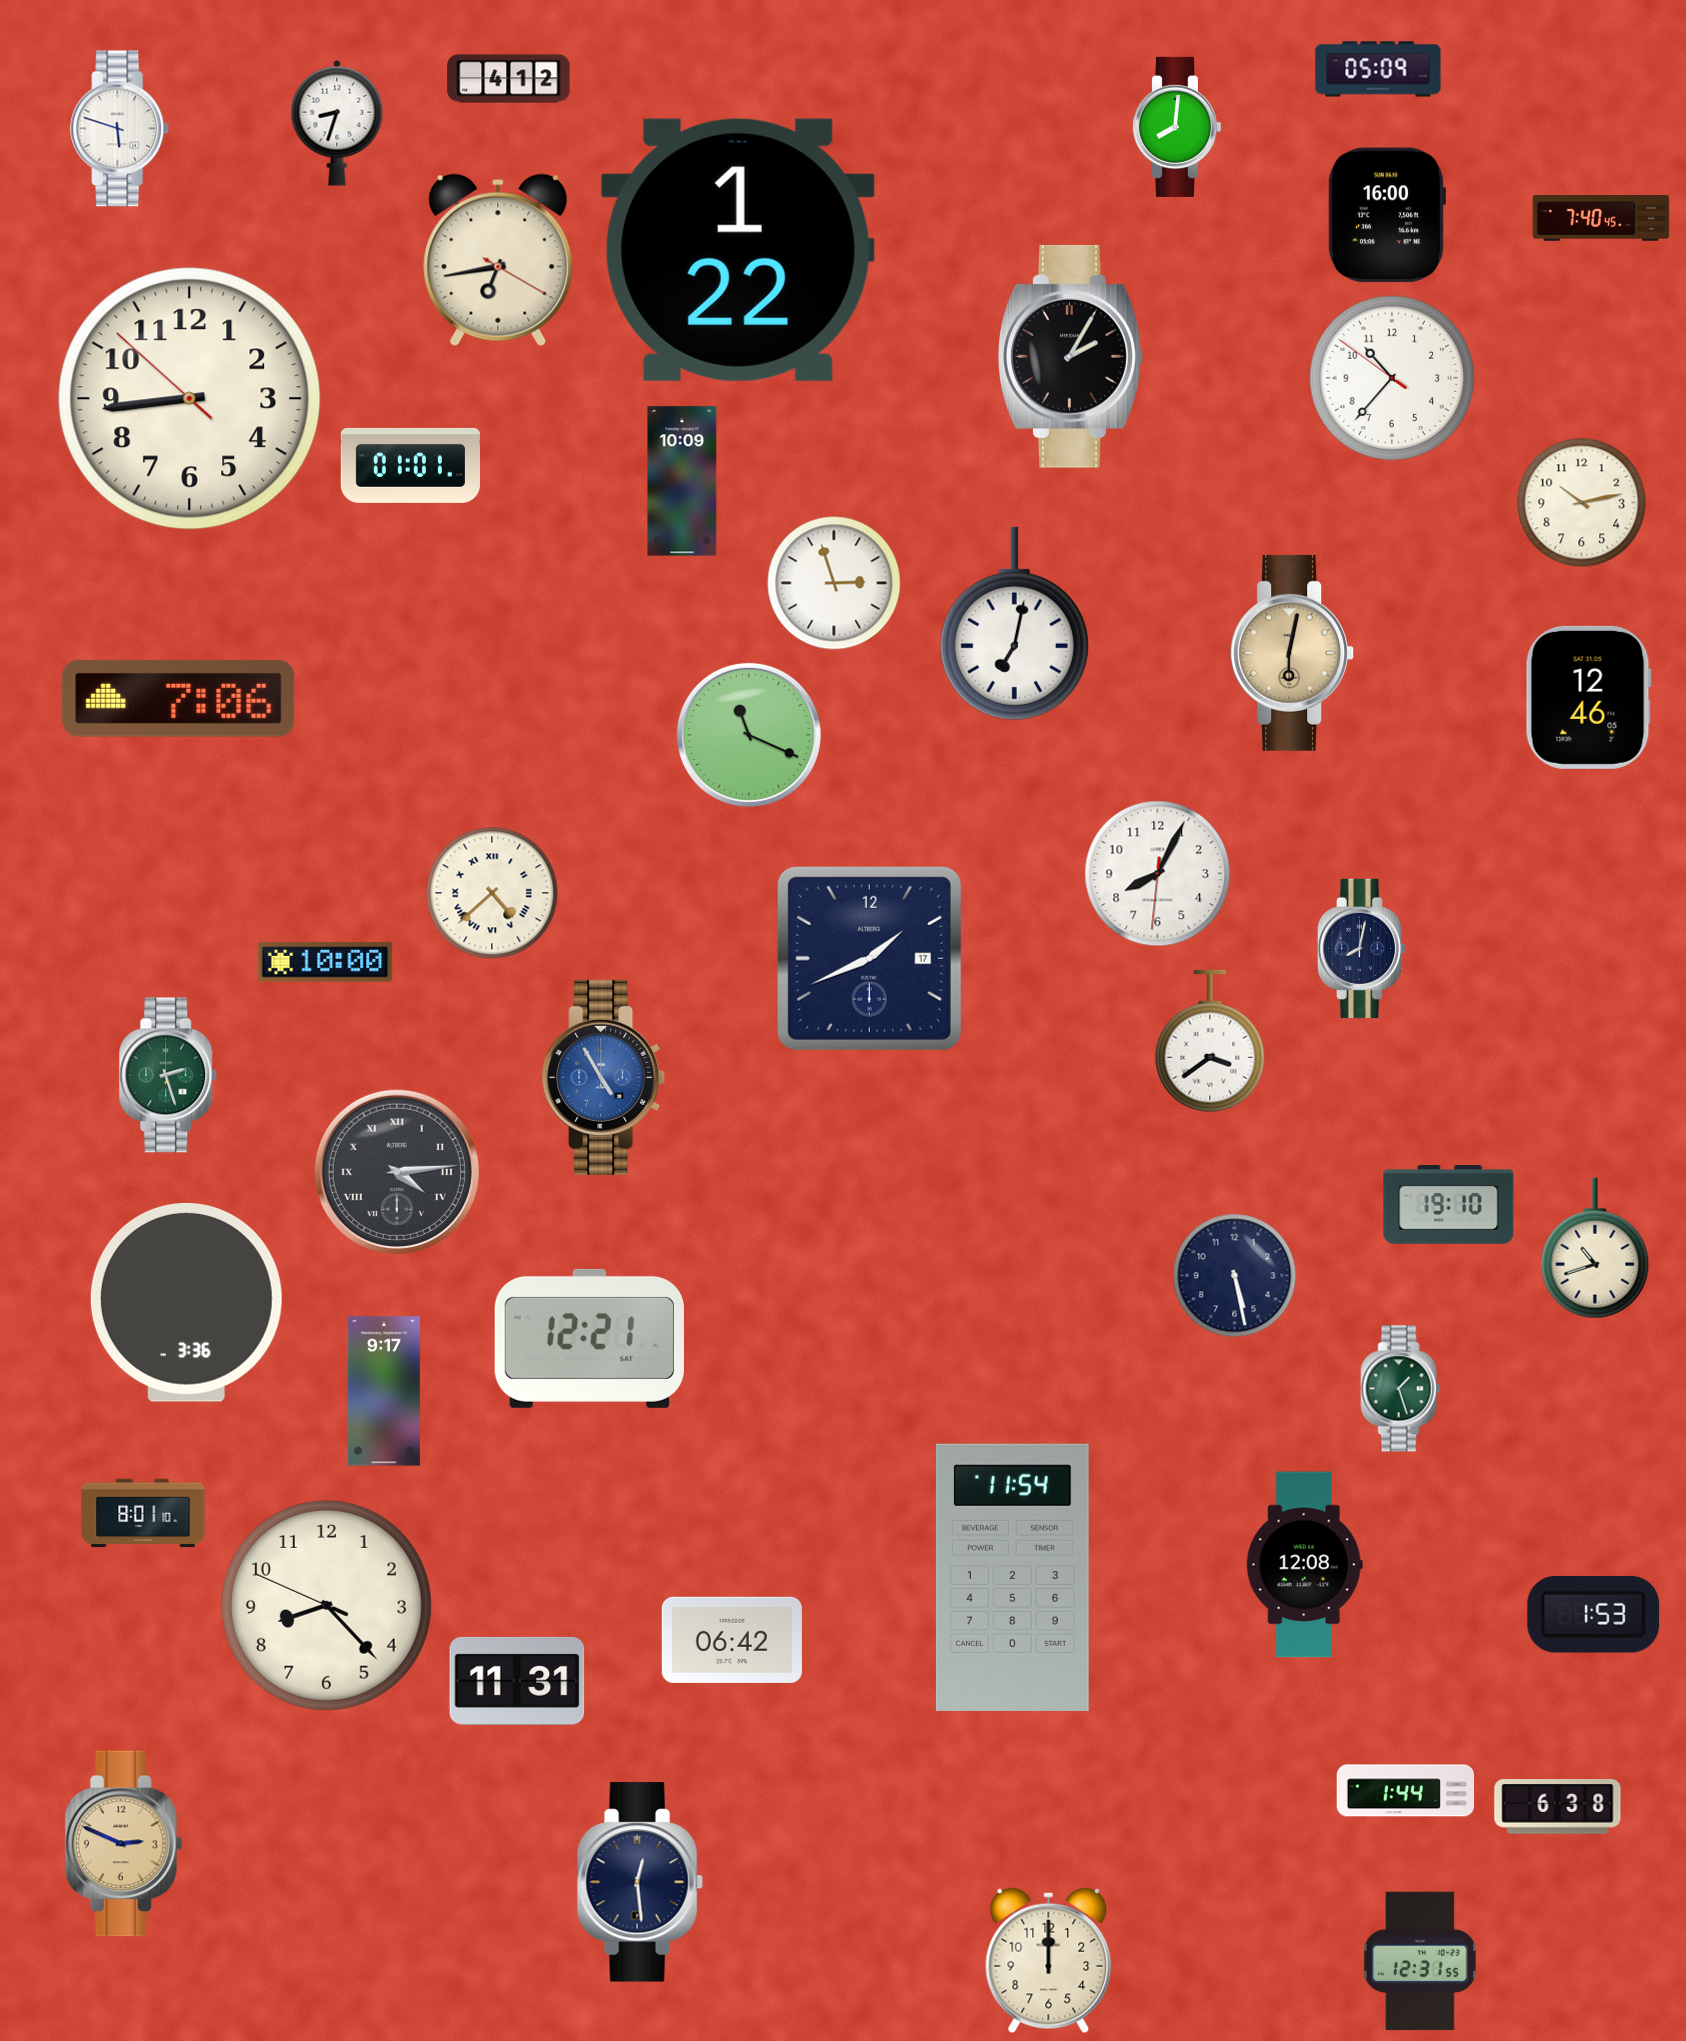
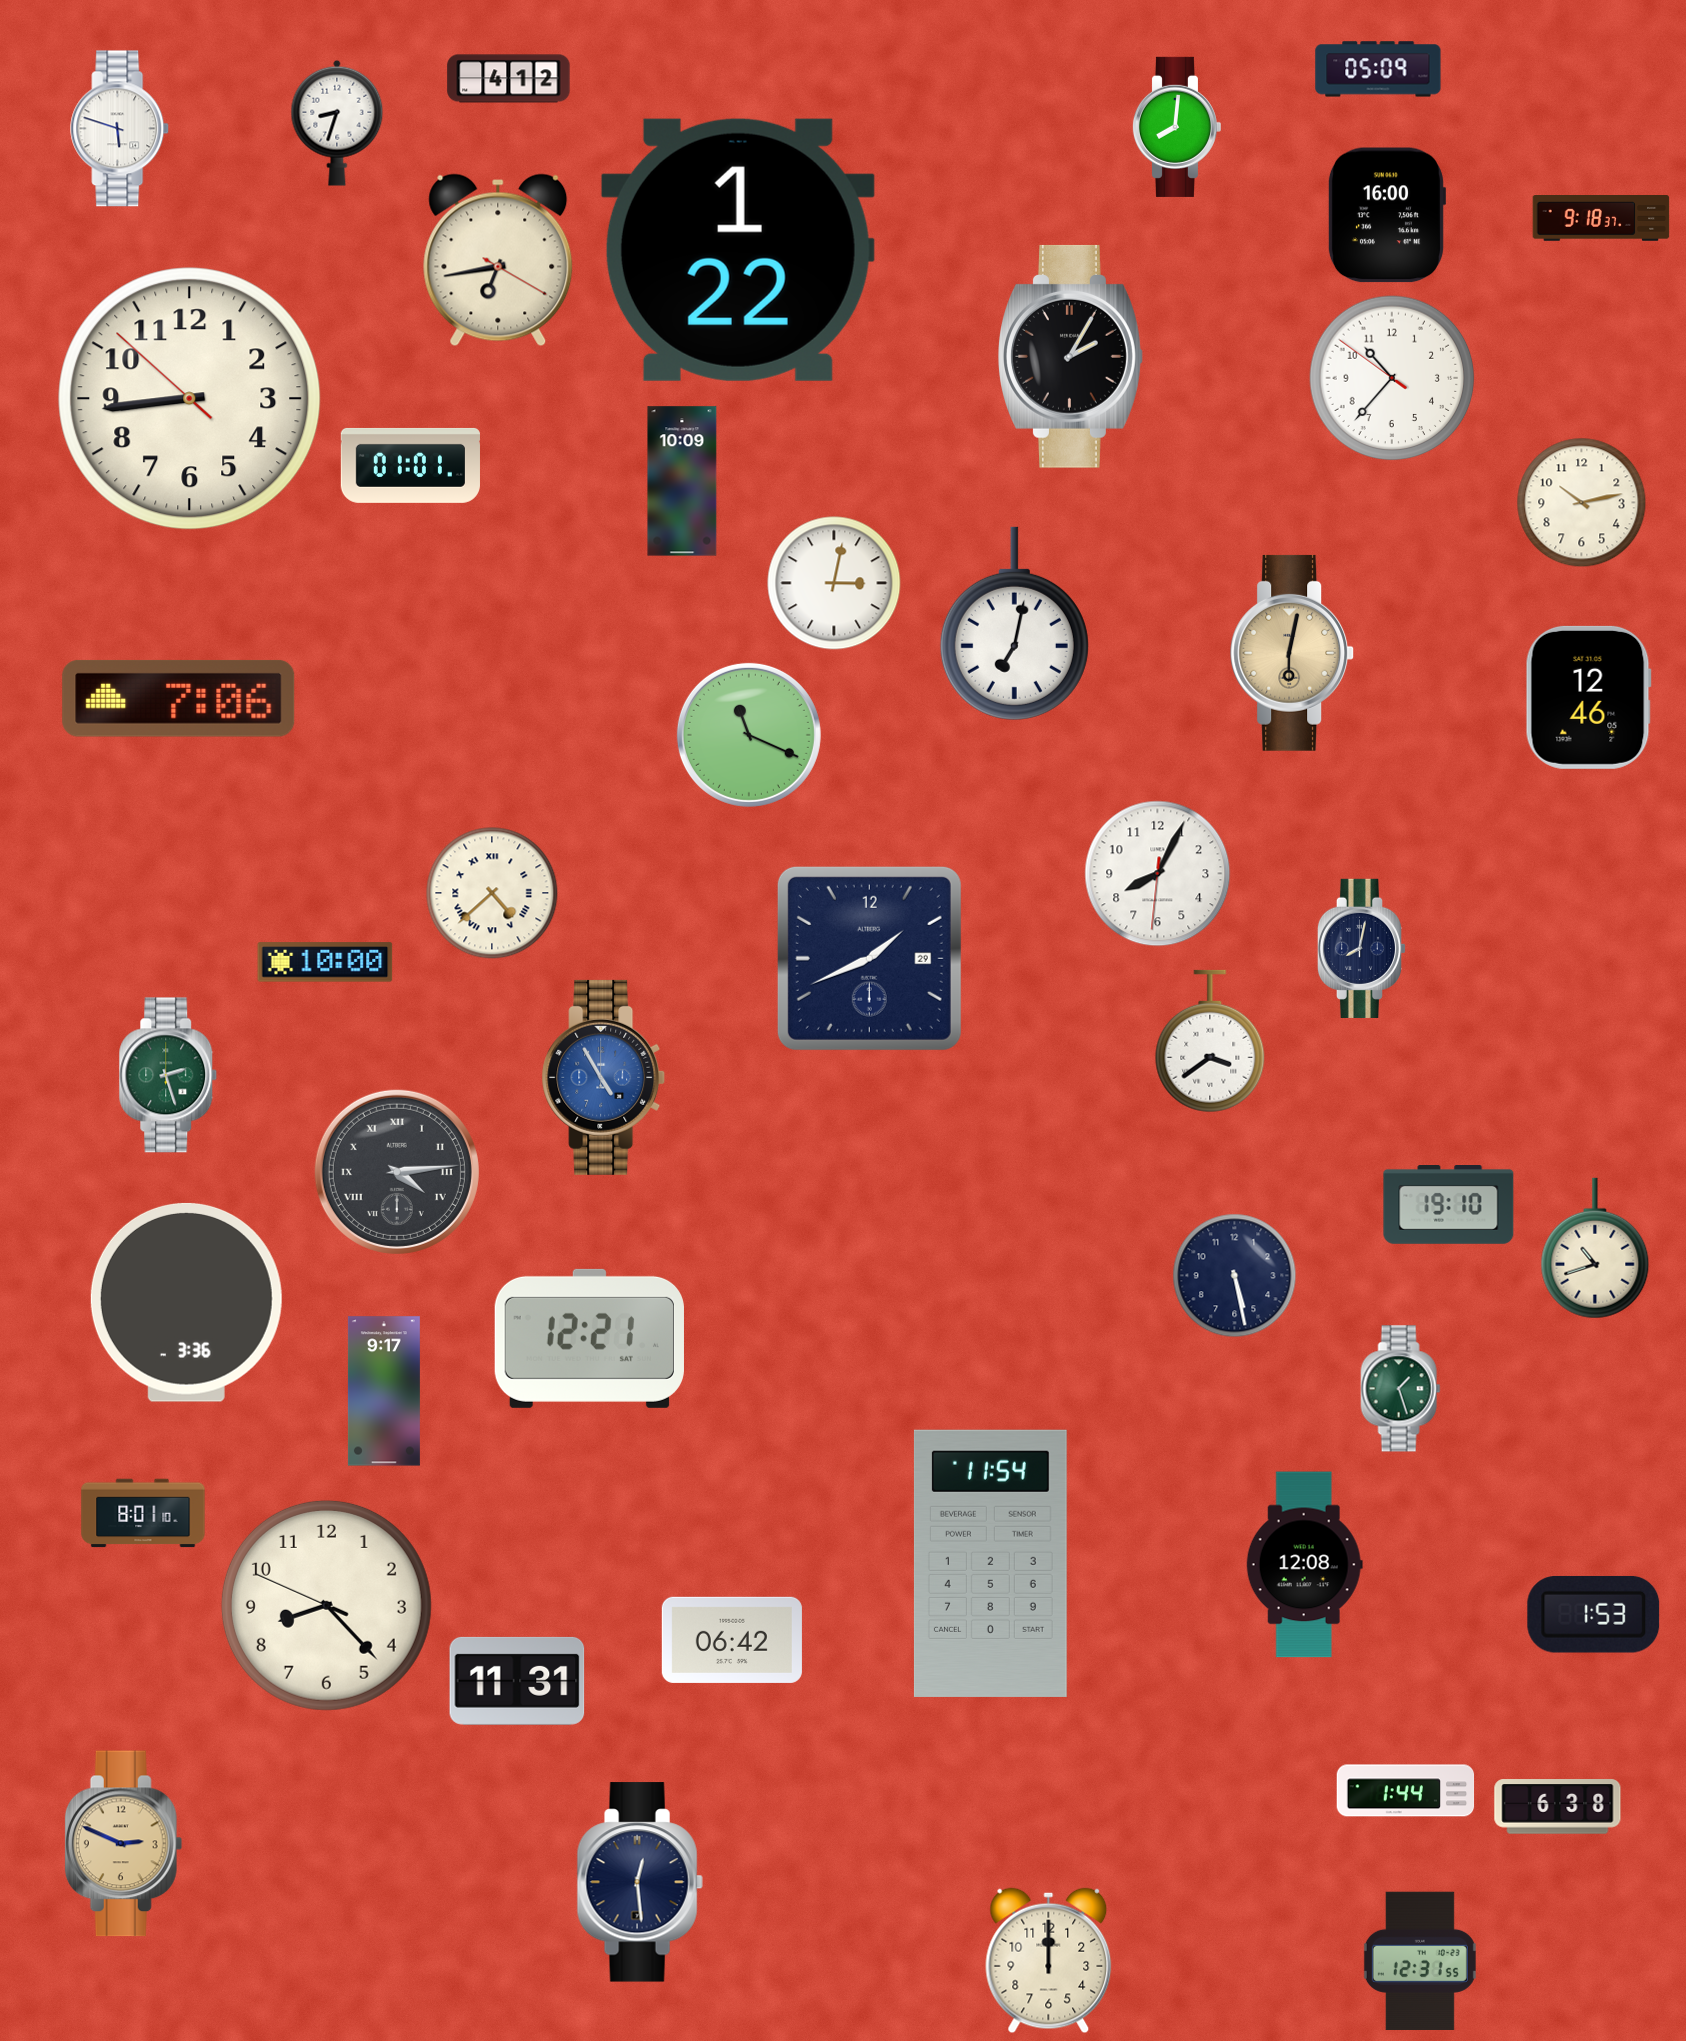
clock at (1601, 219): 7:40 -> 9:18
clock at (834, 583): 2:57 -> 3:02
clock at (869, 958) date: 17 -> 29
clock at (1012, 1577) position: (1012, 1577) -> (990, 1563)
